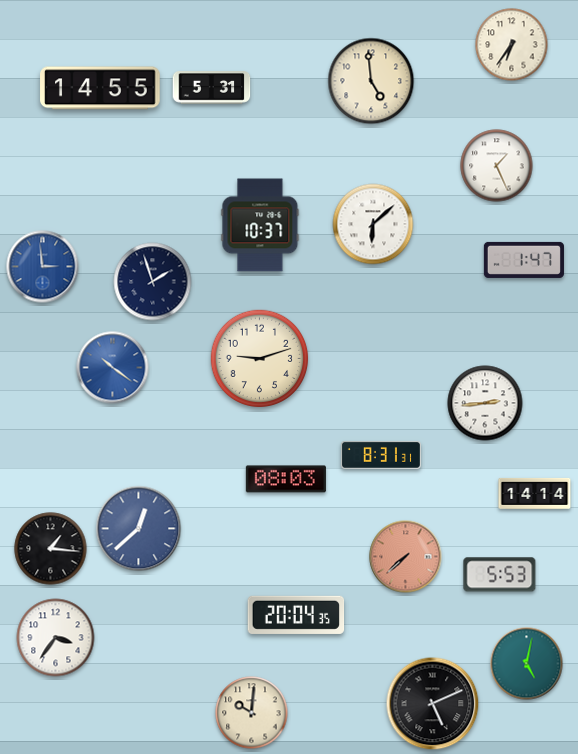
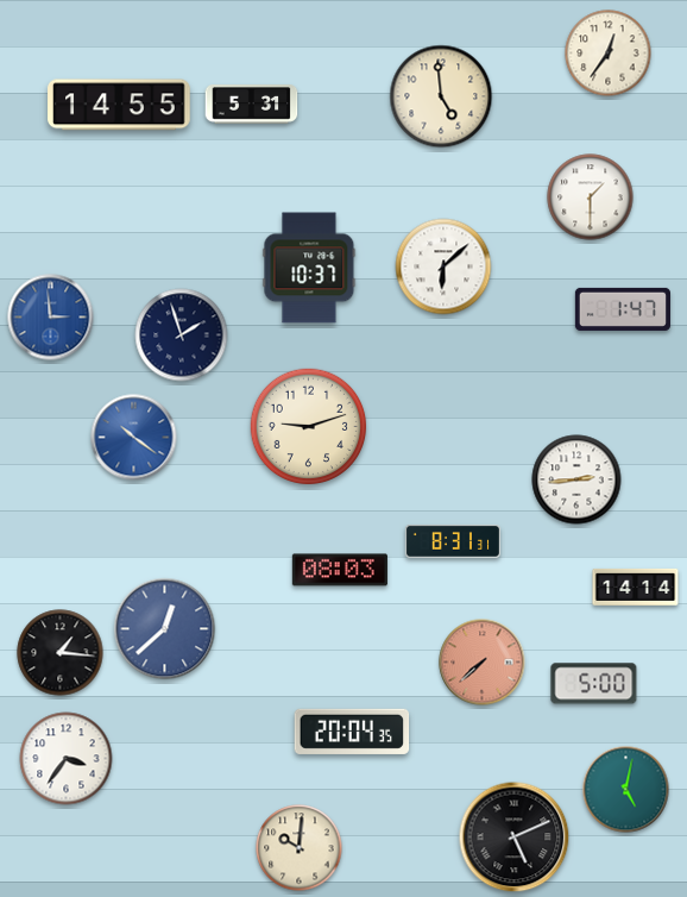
clock at (512, 45): 6:36 -> 12:36
clock at (497, 166): 1:26 -> 1:30
clock at (500, 575): 5:53 -> 5:00
